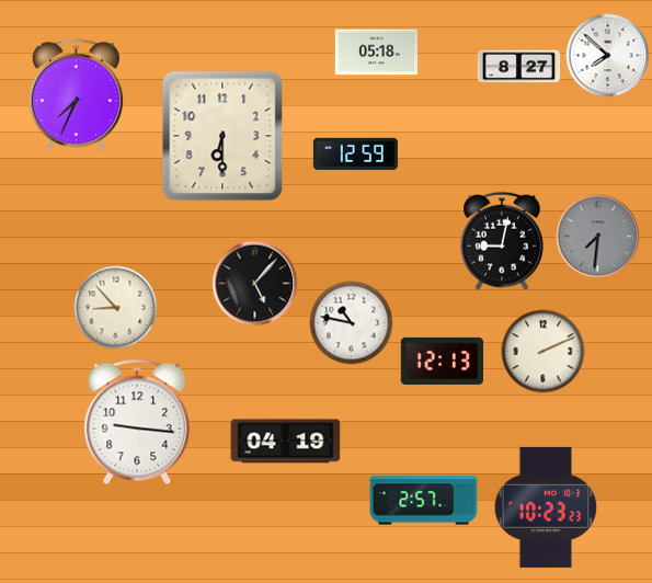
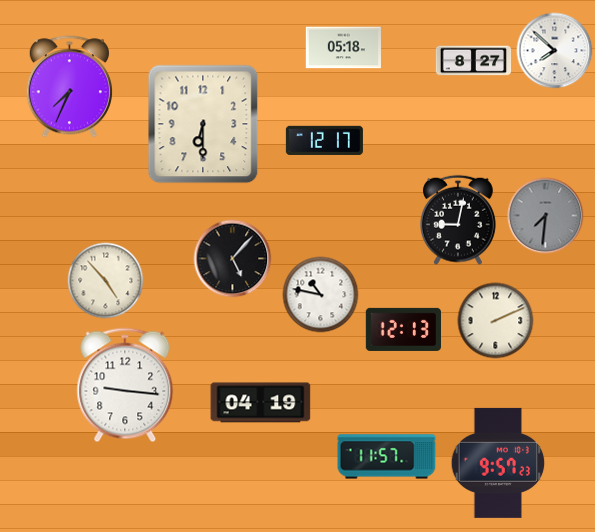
clock at (355, 153): 12:59 -> 12:17
clock at (116, 308): 8:53 -> 4:53
clock at (424, 501): 2:57 -> 11:57
clock at (546, 507): 10:23 -> 9:57
